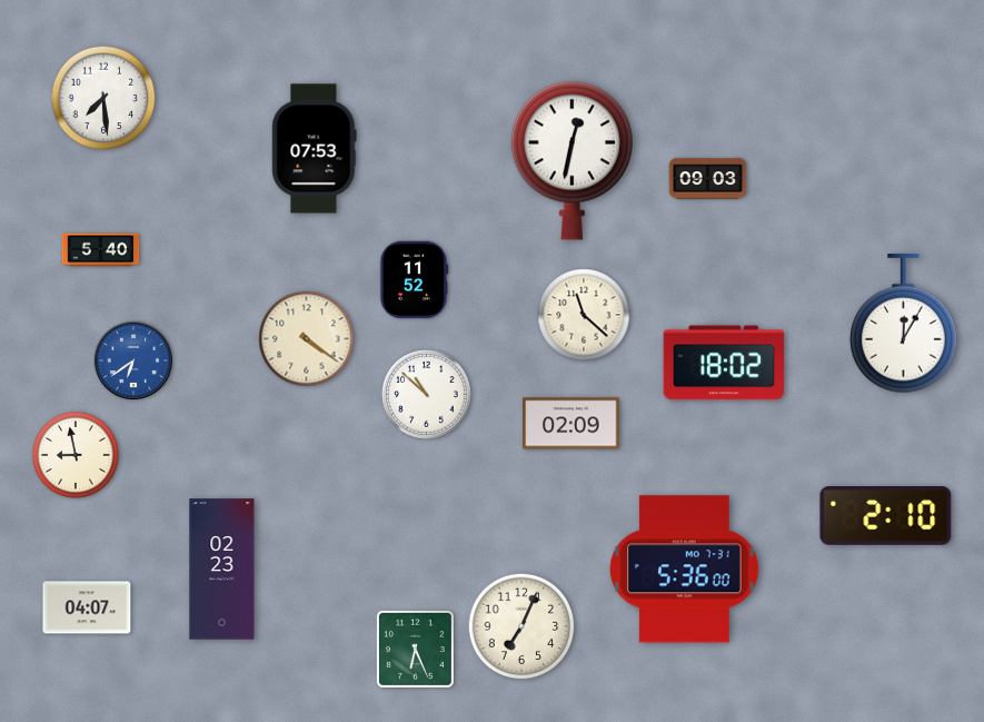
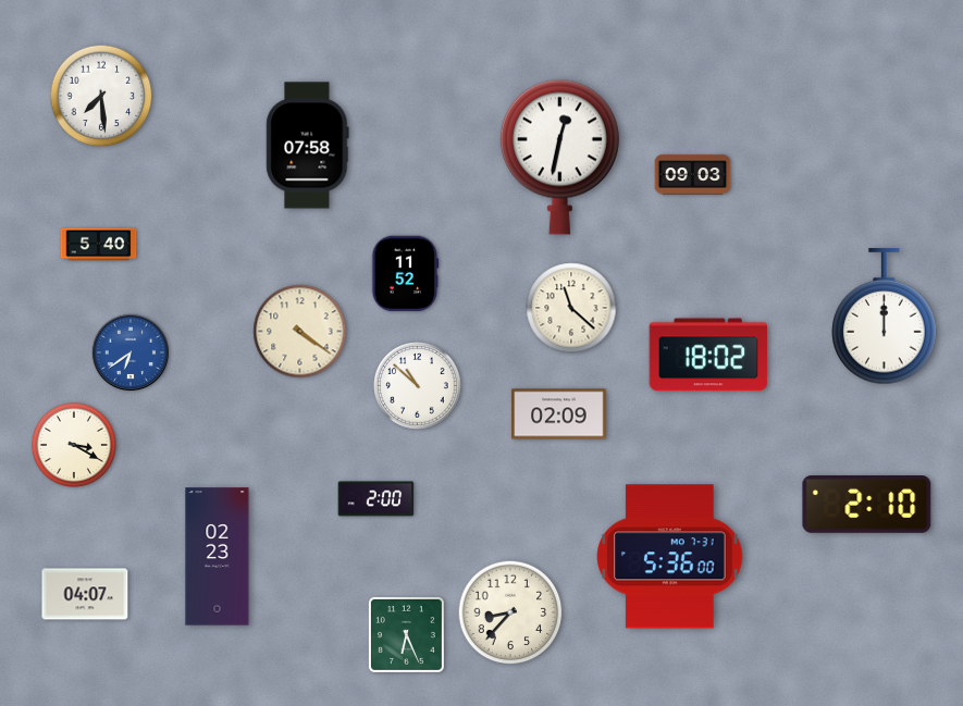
clock at (315, 149): 07:53 -> 07:58
clock at (904, 324): 12:05 -> 12:00
clock at (76, 455): 8:58 -> 3:20
clock at (376, 499): none -> 2:00
clock at (521, 626): 7:04 -> 8:37
